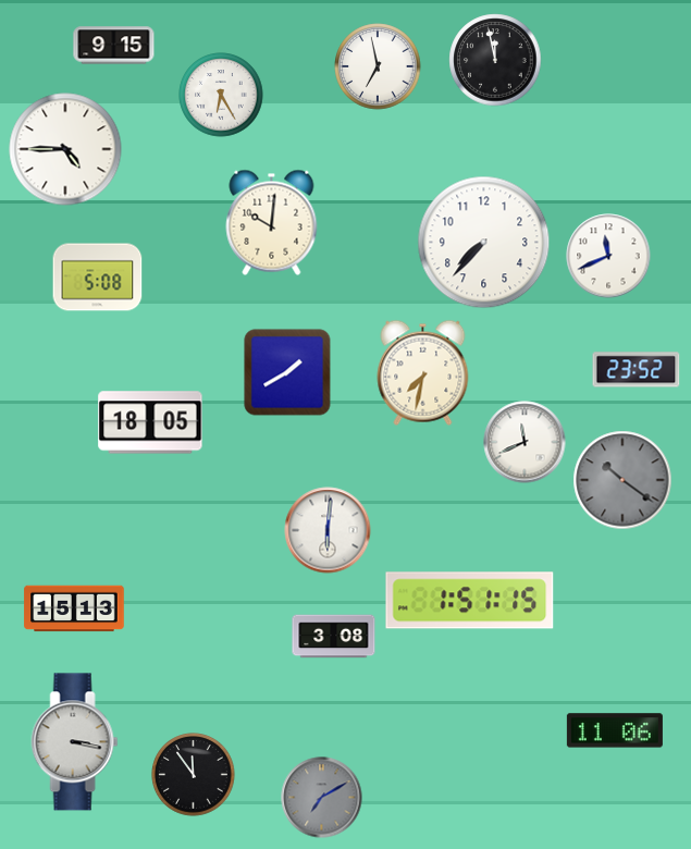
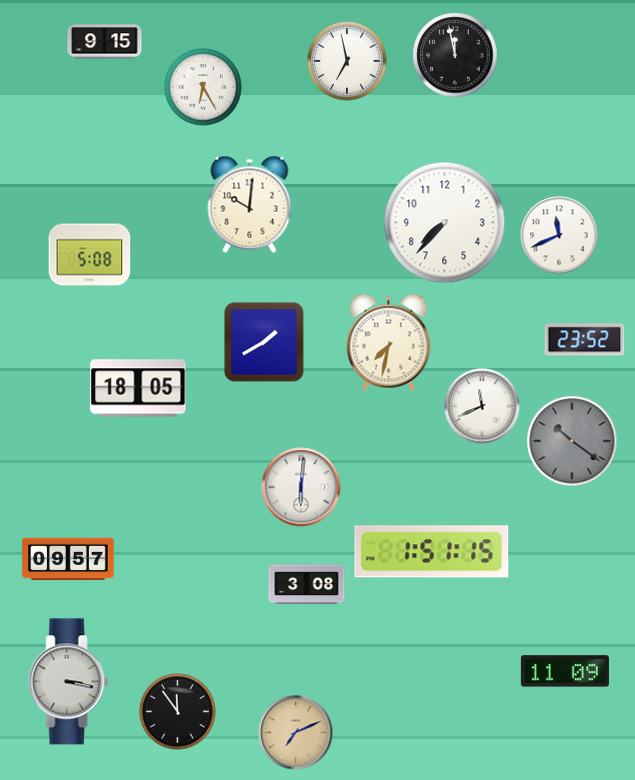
clock at (65, 149): 4:45 -> none
clock at (74, 608): 15:13 -> 09:57
clock at (615, 730): 11:06 -> 11:09
clock at (322, 798): 7:10 -> 7:11
clock at (322, 798) dial: grey -> champagne
